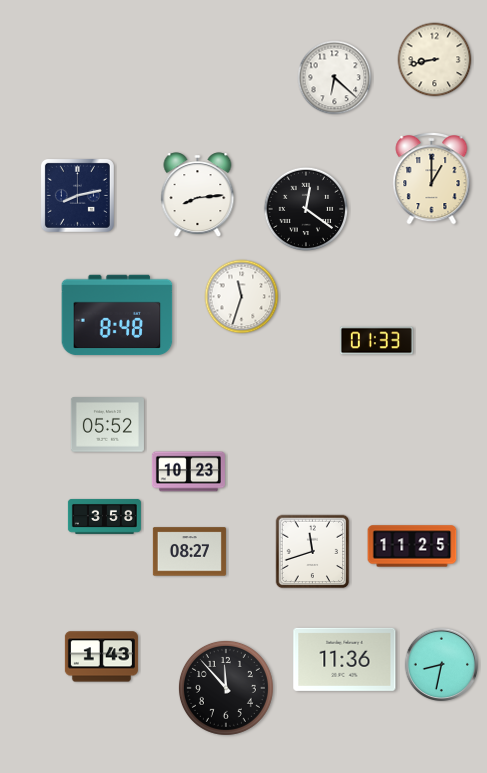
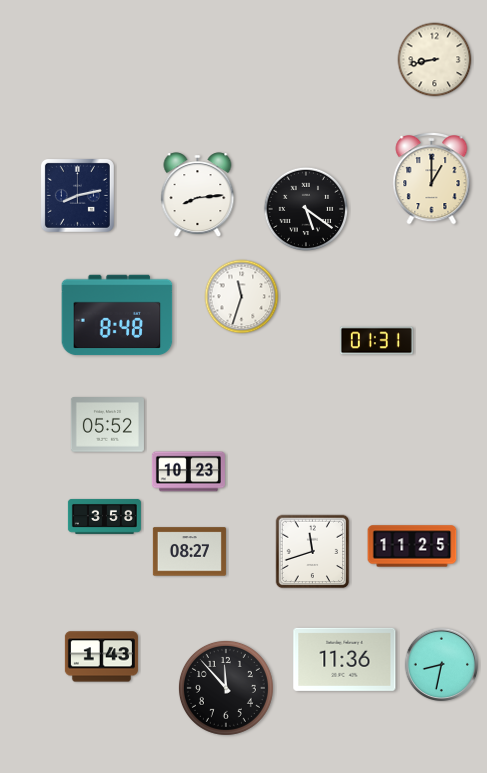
clock at (335, 78): 6:22 -> none
clock at (306, 209): 12:21 -> 5:21
clock at (376, 341): 01:33 -> 01:31
